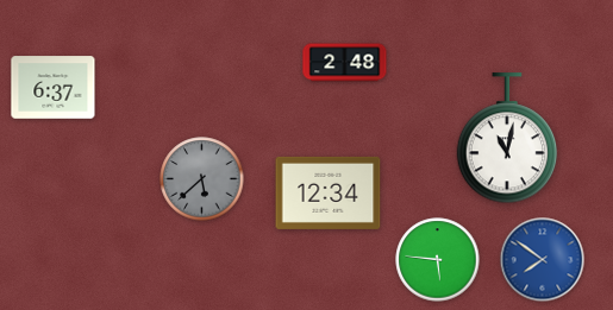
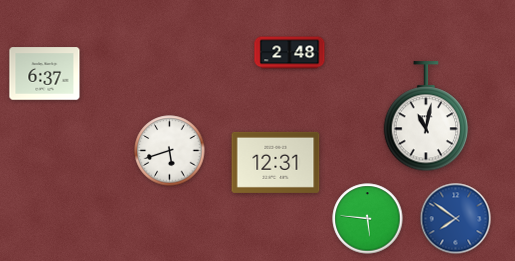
clock at (202, 179): 5:38 -> 5:42
clock at (202, 179) dial: grey -> white
clock at (329, 192): 12:34 -> 12:31
